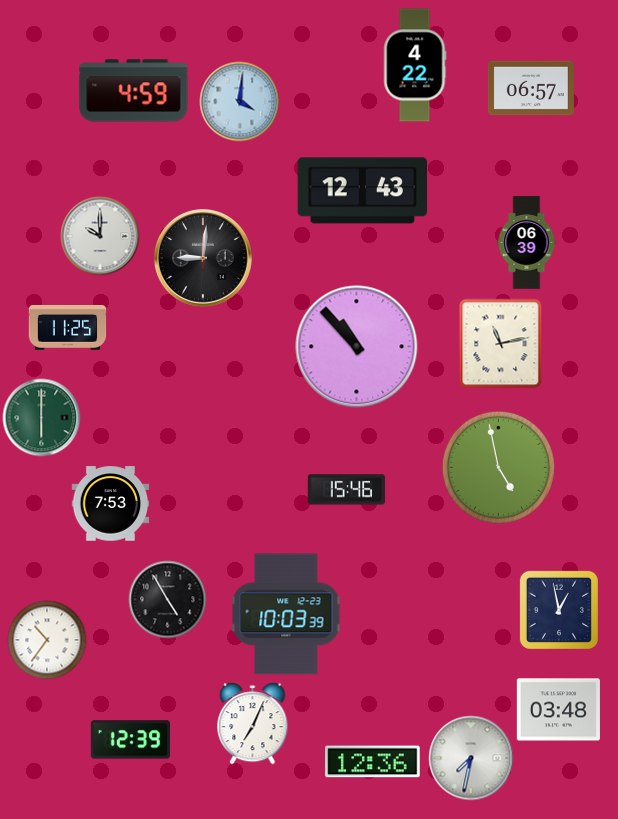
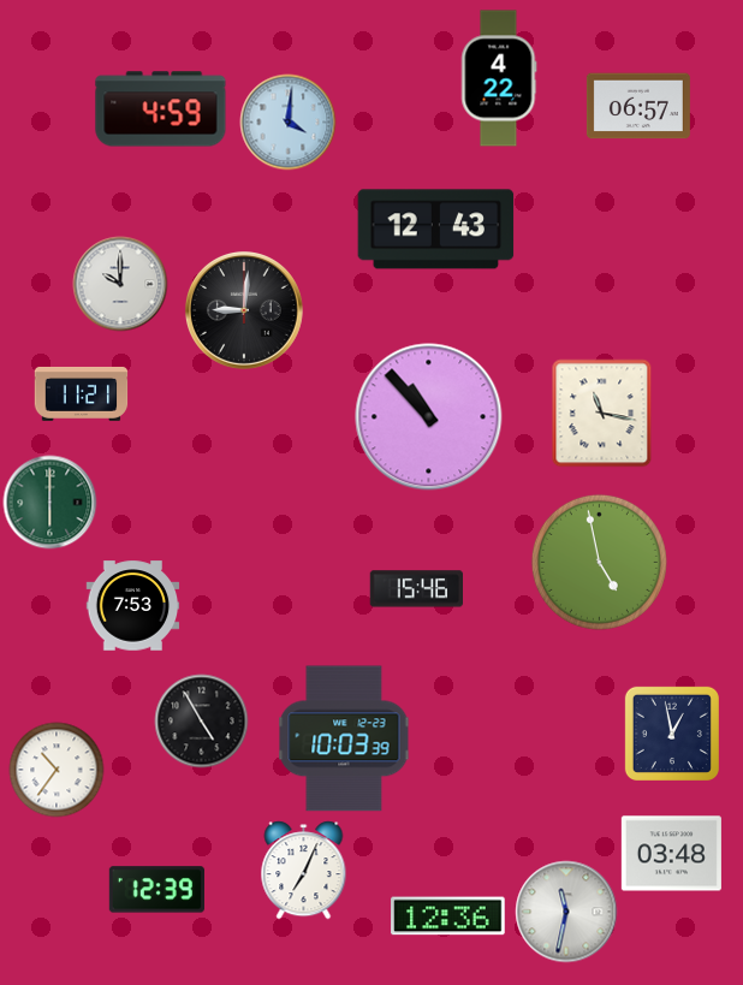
clock at (527, 243): 06:39 -> none
clock at (67, 327): 11:25 -> 11:21
clock at (501, 343): 11:13 -> 11:17
clock at (471, 758): 7:32 -> 11:32
